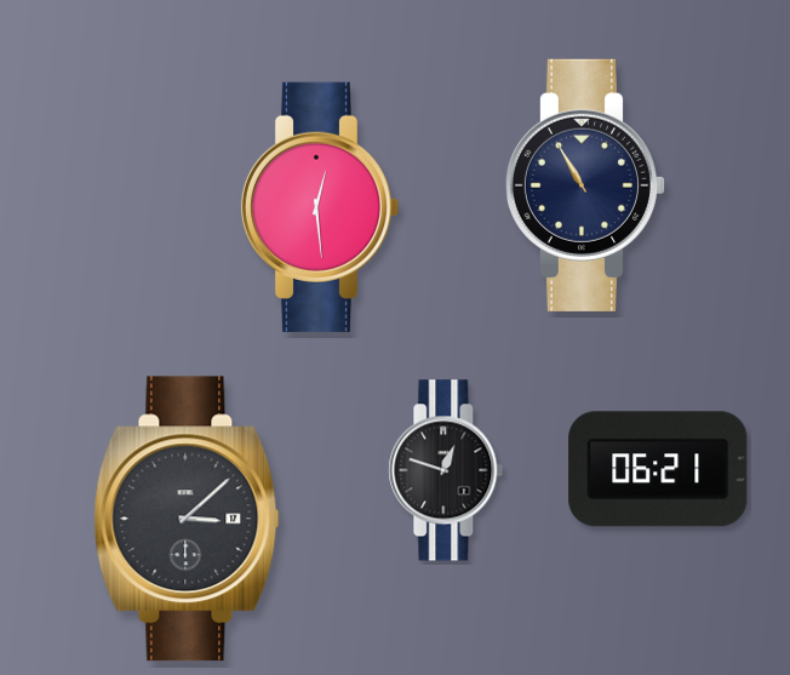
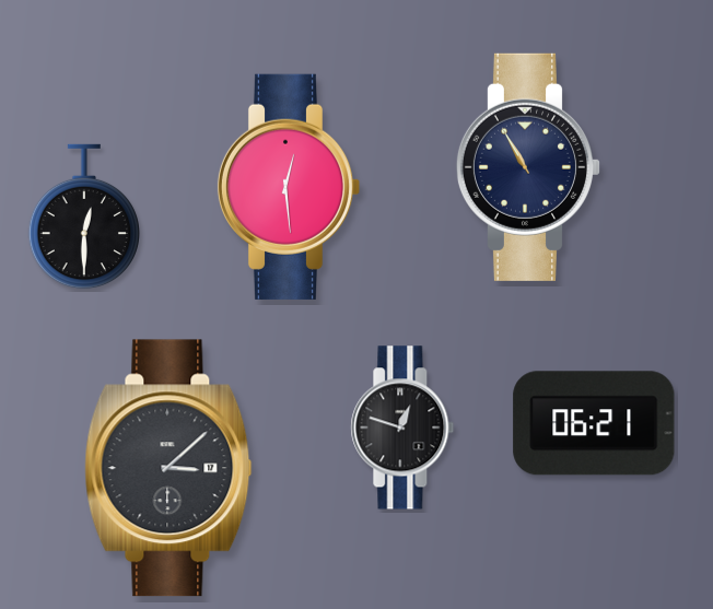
clock at (83, 216): none -> 12:30
clock at (446, 470) position: (446, 470) -> (402, 428)
